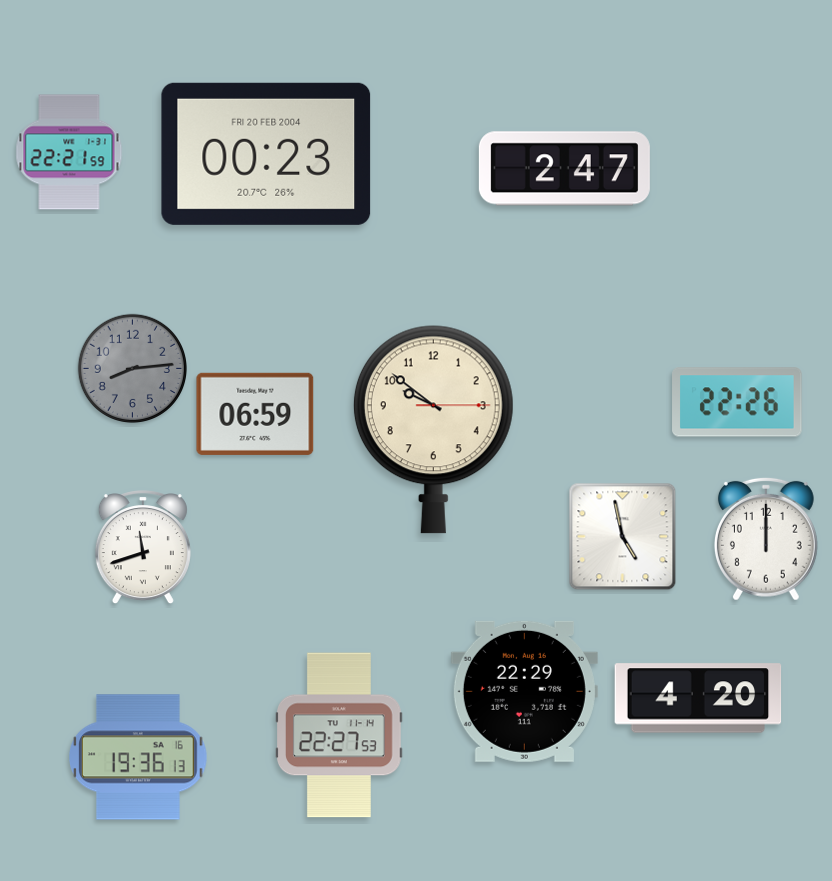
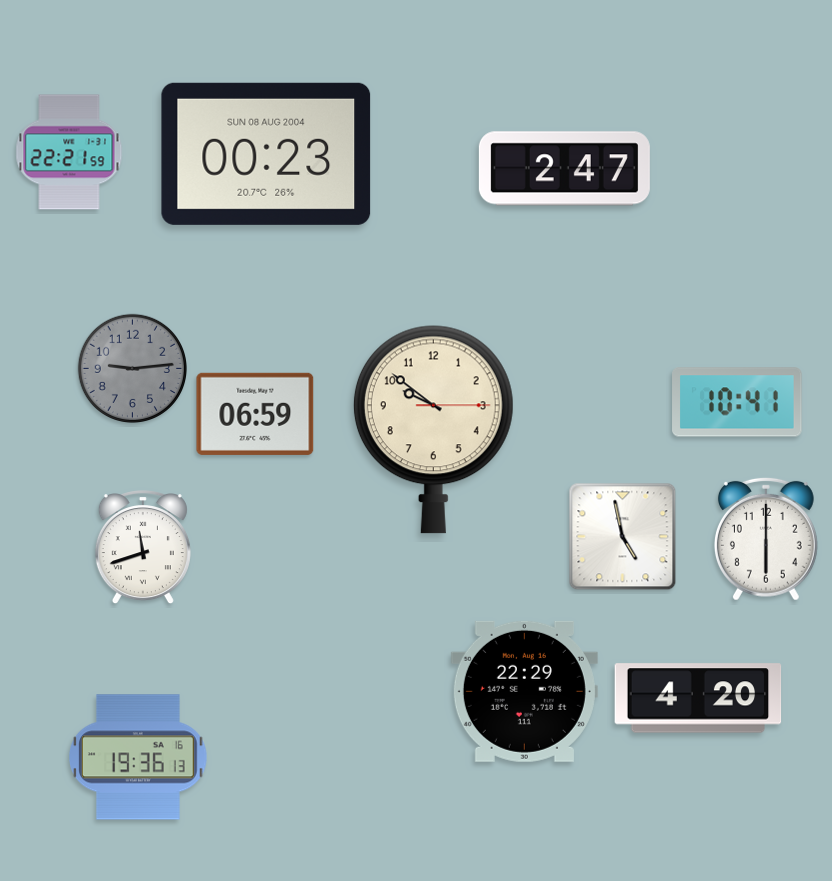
clock at (266, 154) date: FRI 20 FEB 2004 -> SUN 08 AUG 2004
clock at (132, 368): 8:14 -> 9:14
clock at (737, 402): 22:26 -> 10:41
clock at (766, 539): 12:00 -> 6:00
clock at (340, 735): 22:27 -> none
